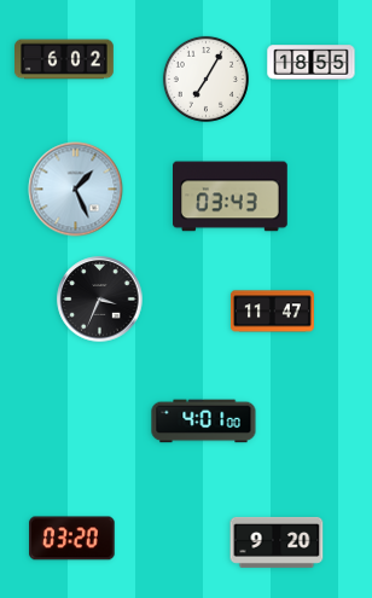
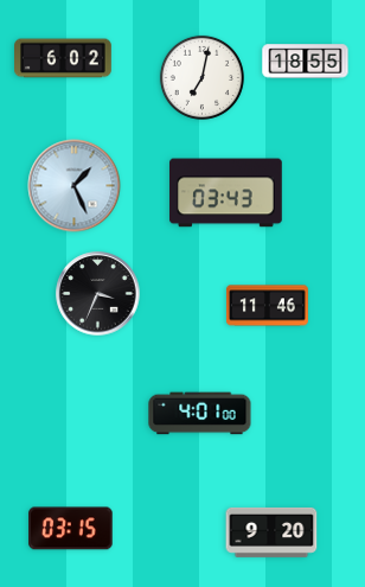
clock at (205, 79): 7:05 -> 7:02
clock at (272, 312): 11:47 -> 11:46
clock at (72, 539): 03:20 -> 03:15
